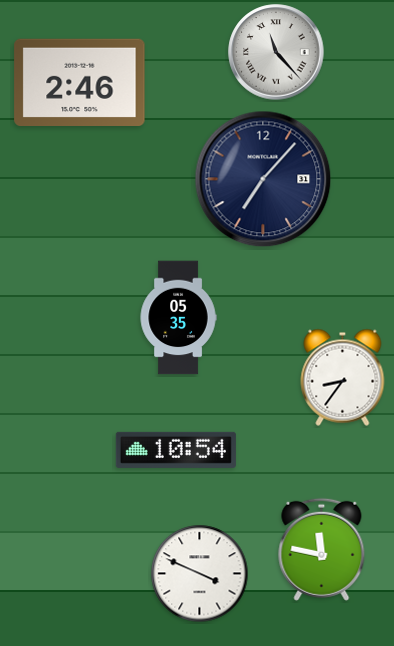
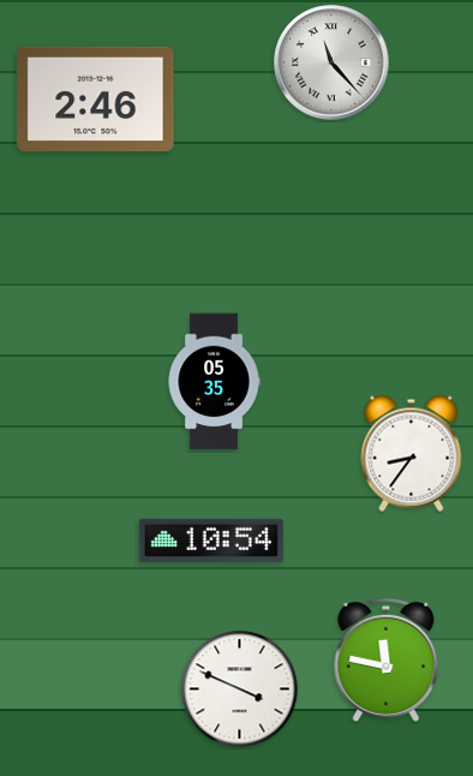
clock at (263, 179): 7:07 -> none
